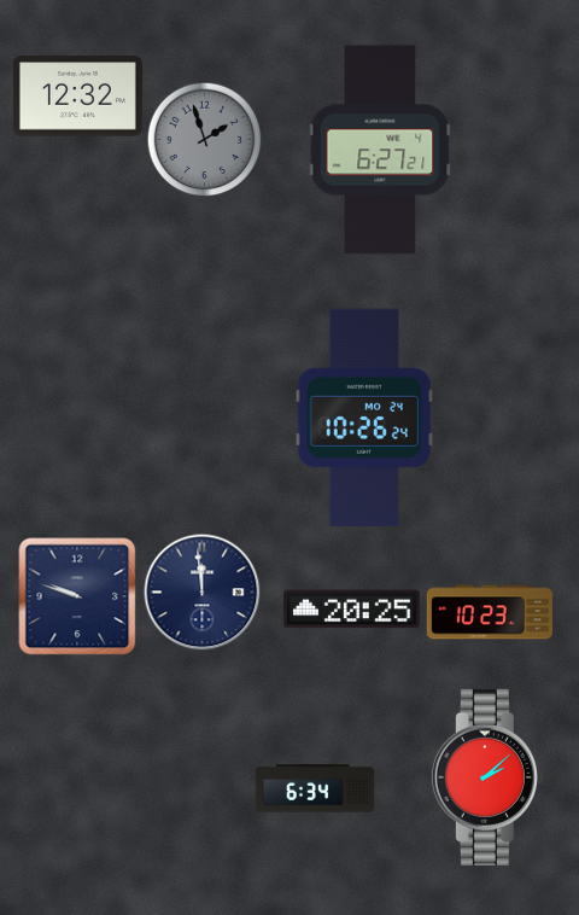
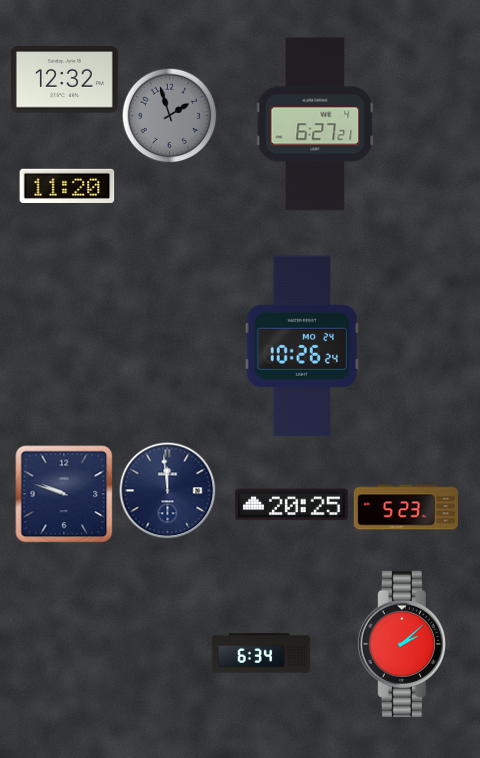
clock at (67, 186): none -> 11:20
clock at (490, 612): 10:23 -> 5:23
